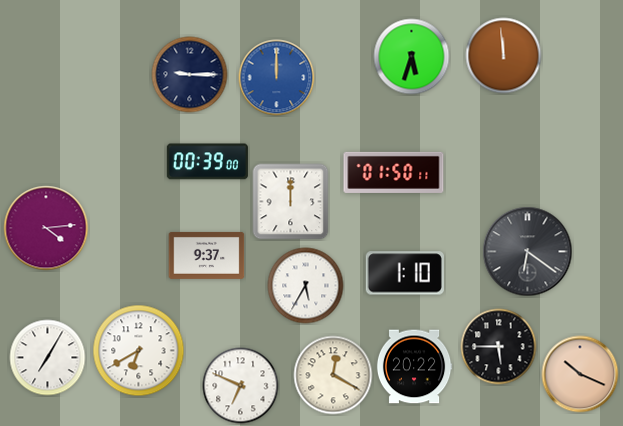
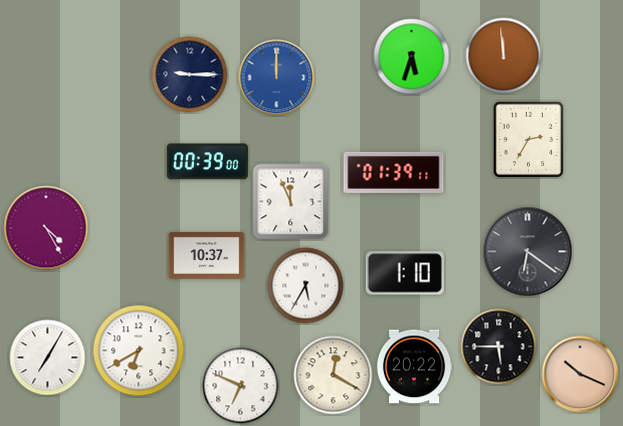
clock at (528, 139): none -> 2:35
clock at (394, 172): 01:50 -> 01:39
clock at (291, 202): 12:00 -> 11:56
clock at (46, 228): 4:14 -> 4:25
clock at (207, 255): 9:37 -> 10:37
